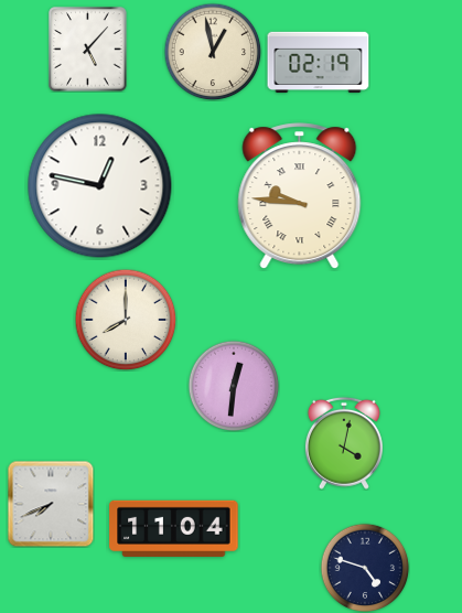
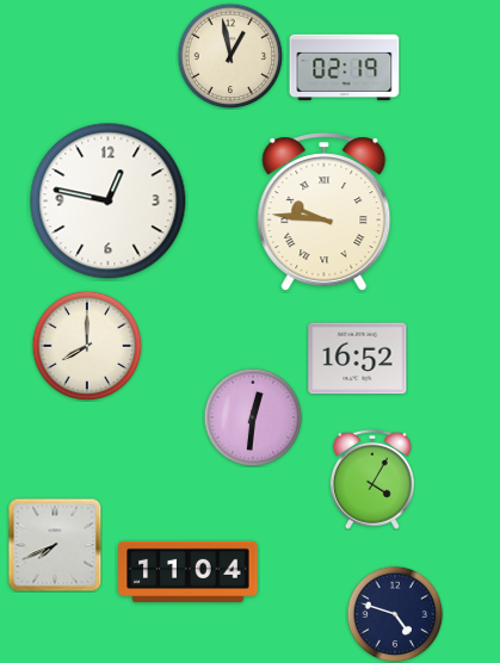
clock at (88, 50): 5:07 -> none
clock at (126, 320) position: (126, 320) -> (87, 346)
clock at (358, 359): none -> 16:52
clock at (344, 443): 4:02 -> 4:05
